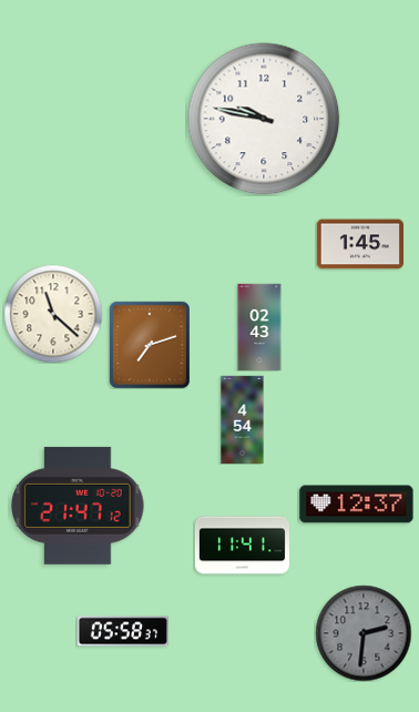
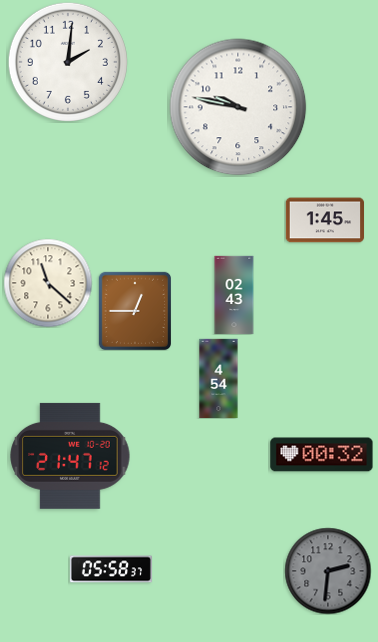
clock at (68, 62): none -> 2:01
clock at (149, 344): 7:12 -> 12:45
clock at (357, 505): 12:37 -> 00:32
clock at (242, 546): 11:41 -> none
